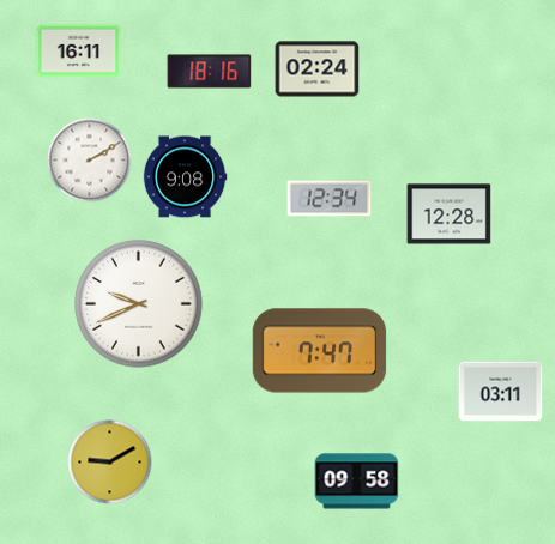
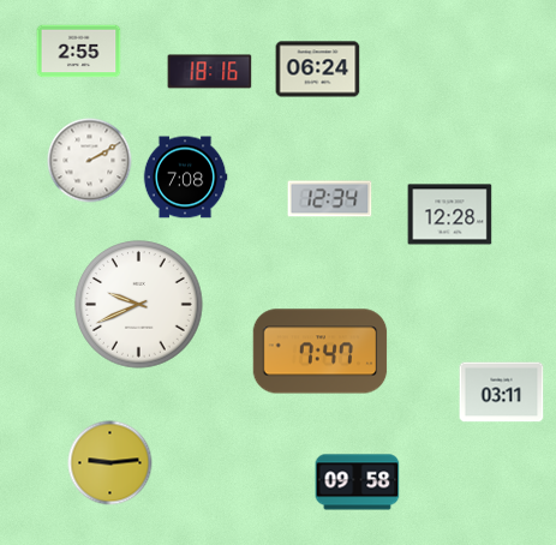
clock at (79, 52): 16:11 -> 2:55
clock at (318, 69): 02:24 -> 06:24
clock at (185, 177): 9:08 -> 7:08
clock at (110, 463): 9:10 -> 9:14
